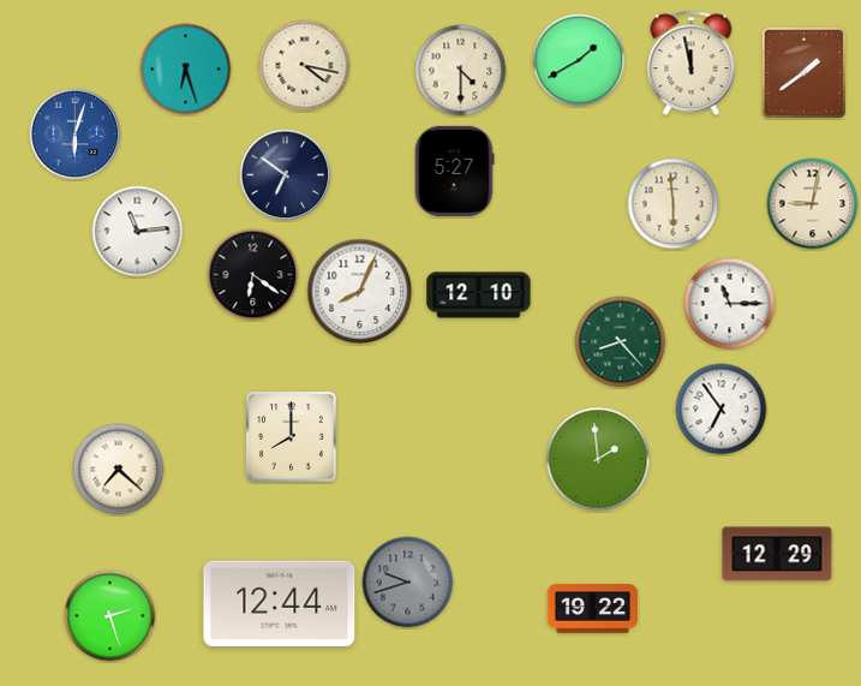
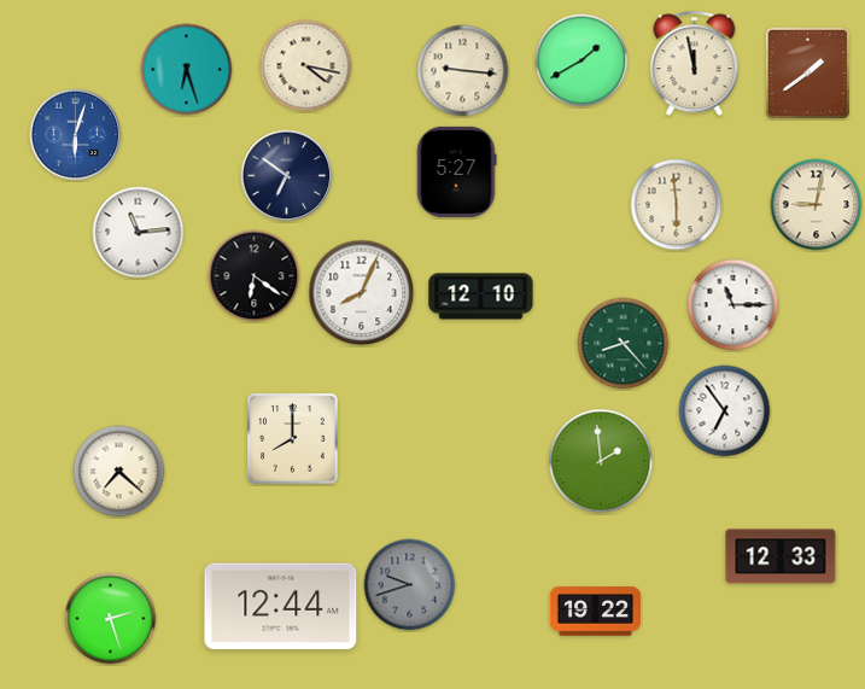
clock at (461, 71): 4:30 -> 9:16
clock at (777, 554): 12:29 -> 12:33
